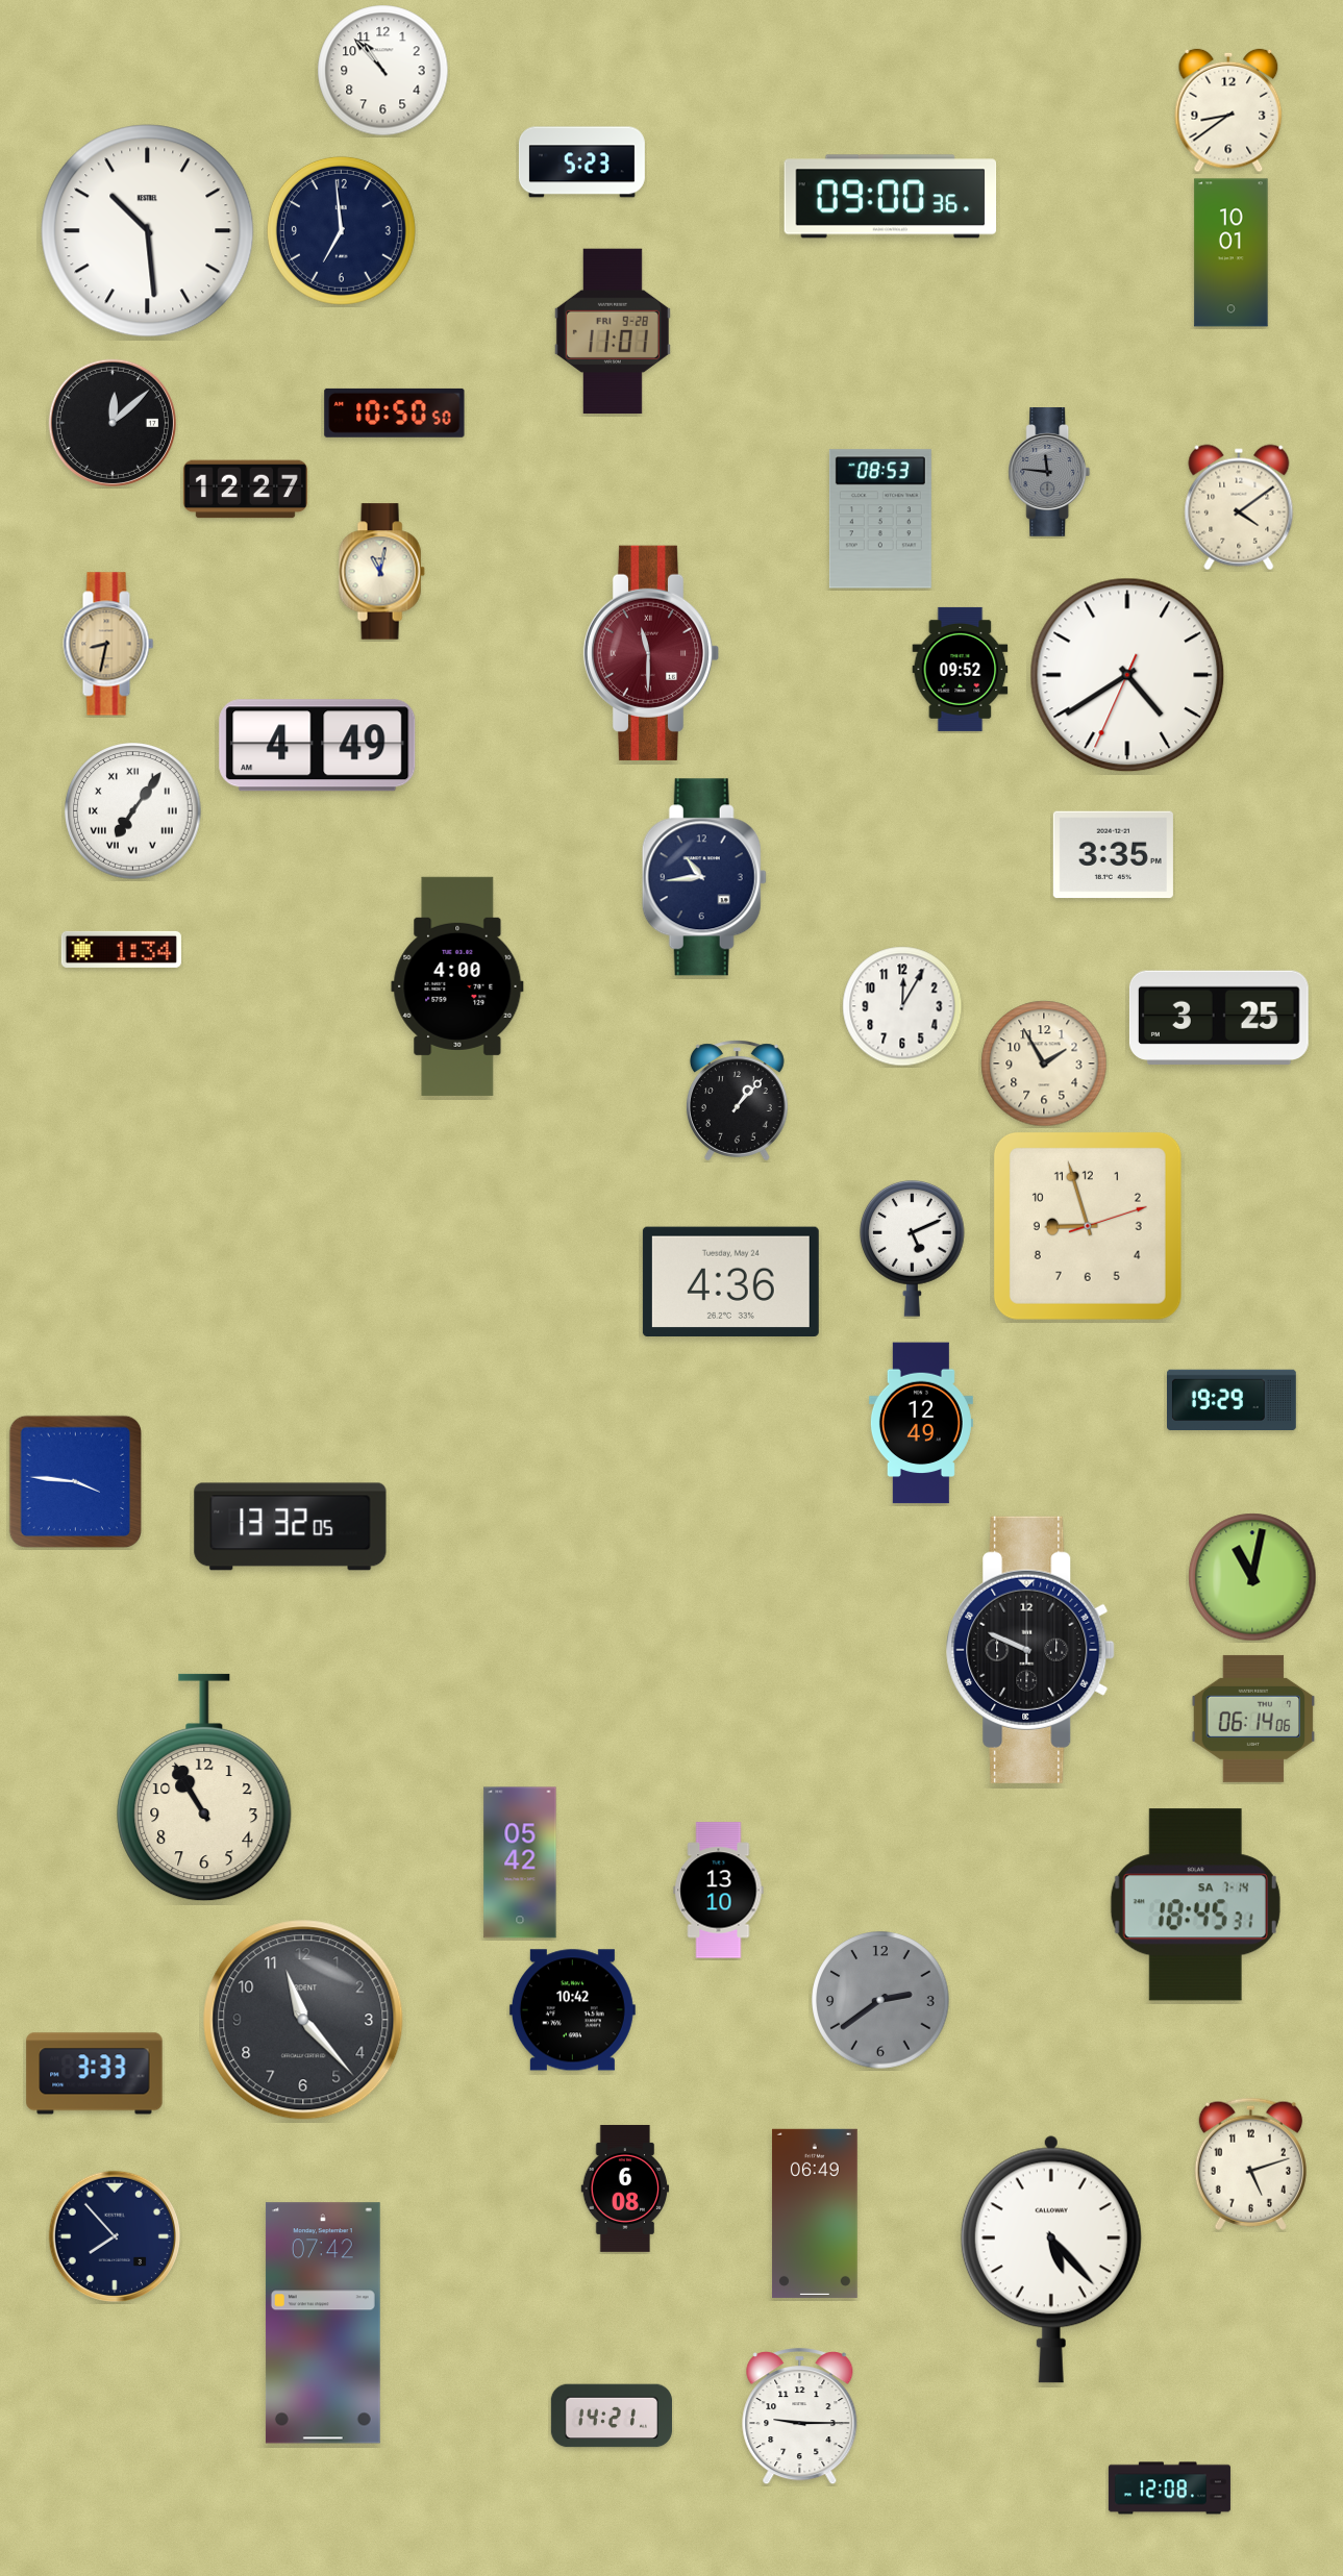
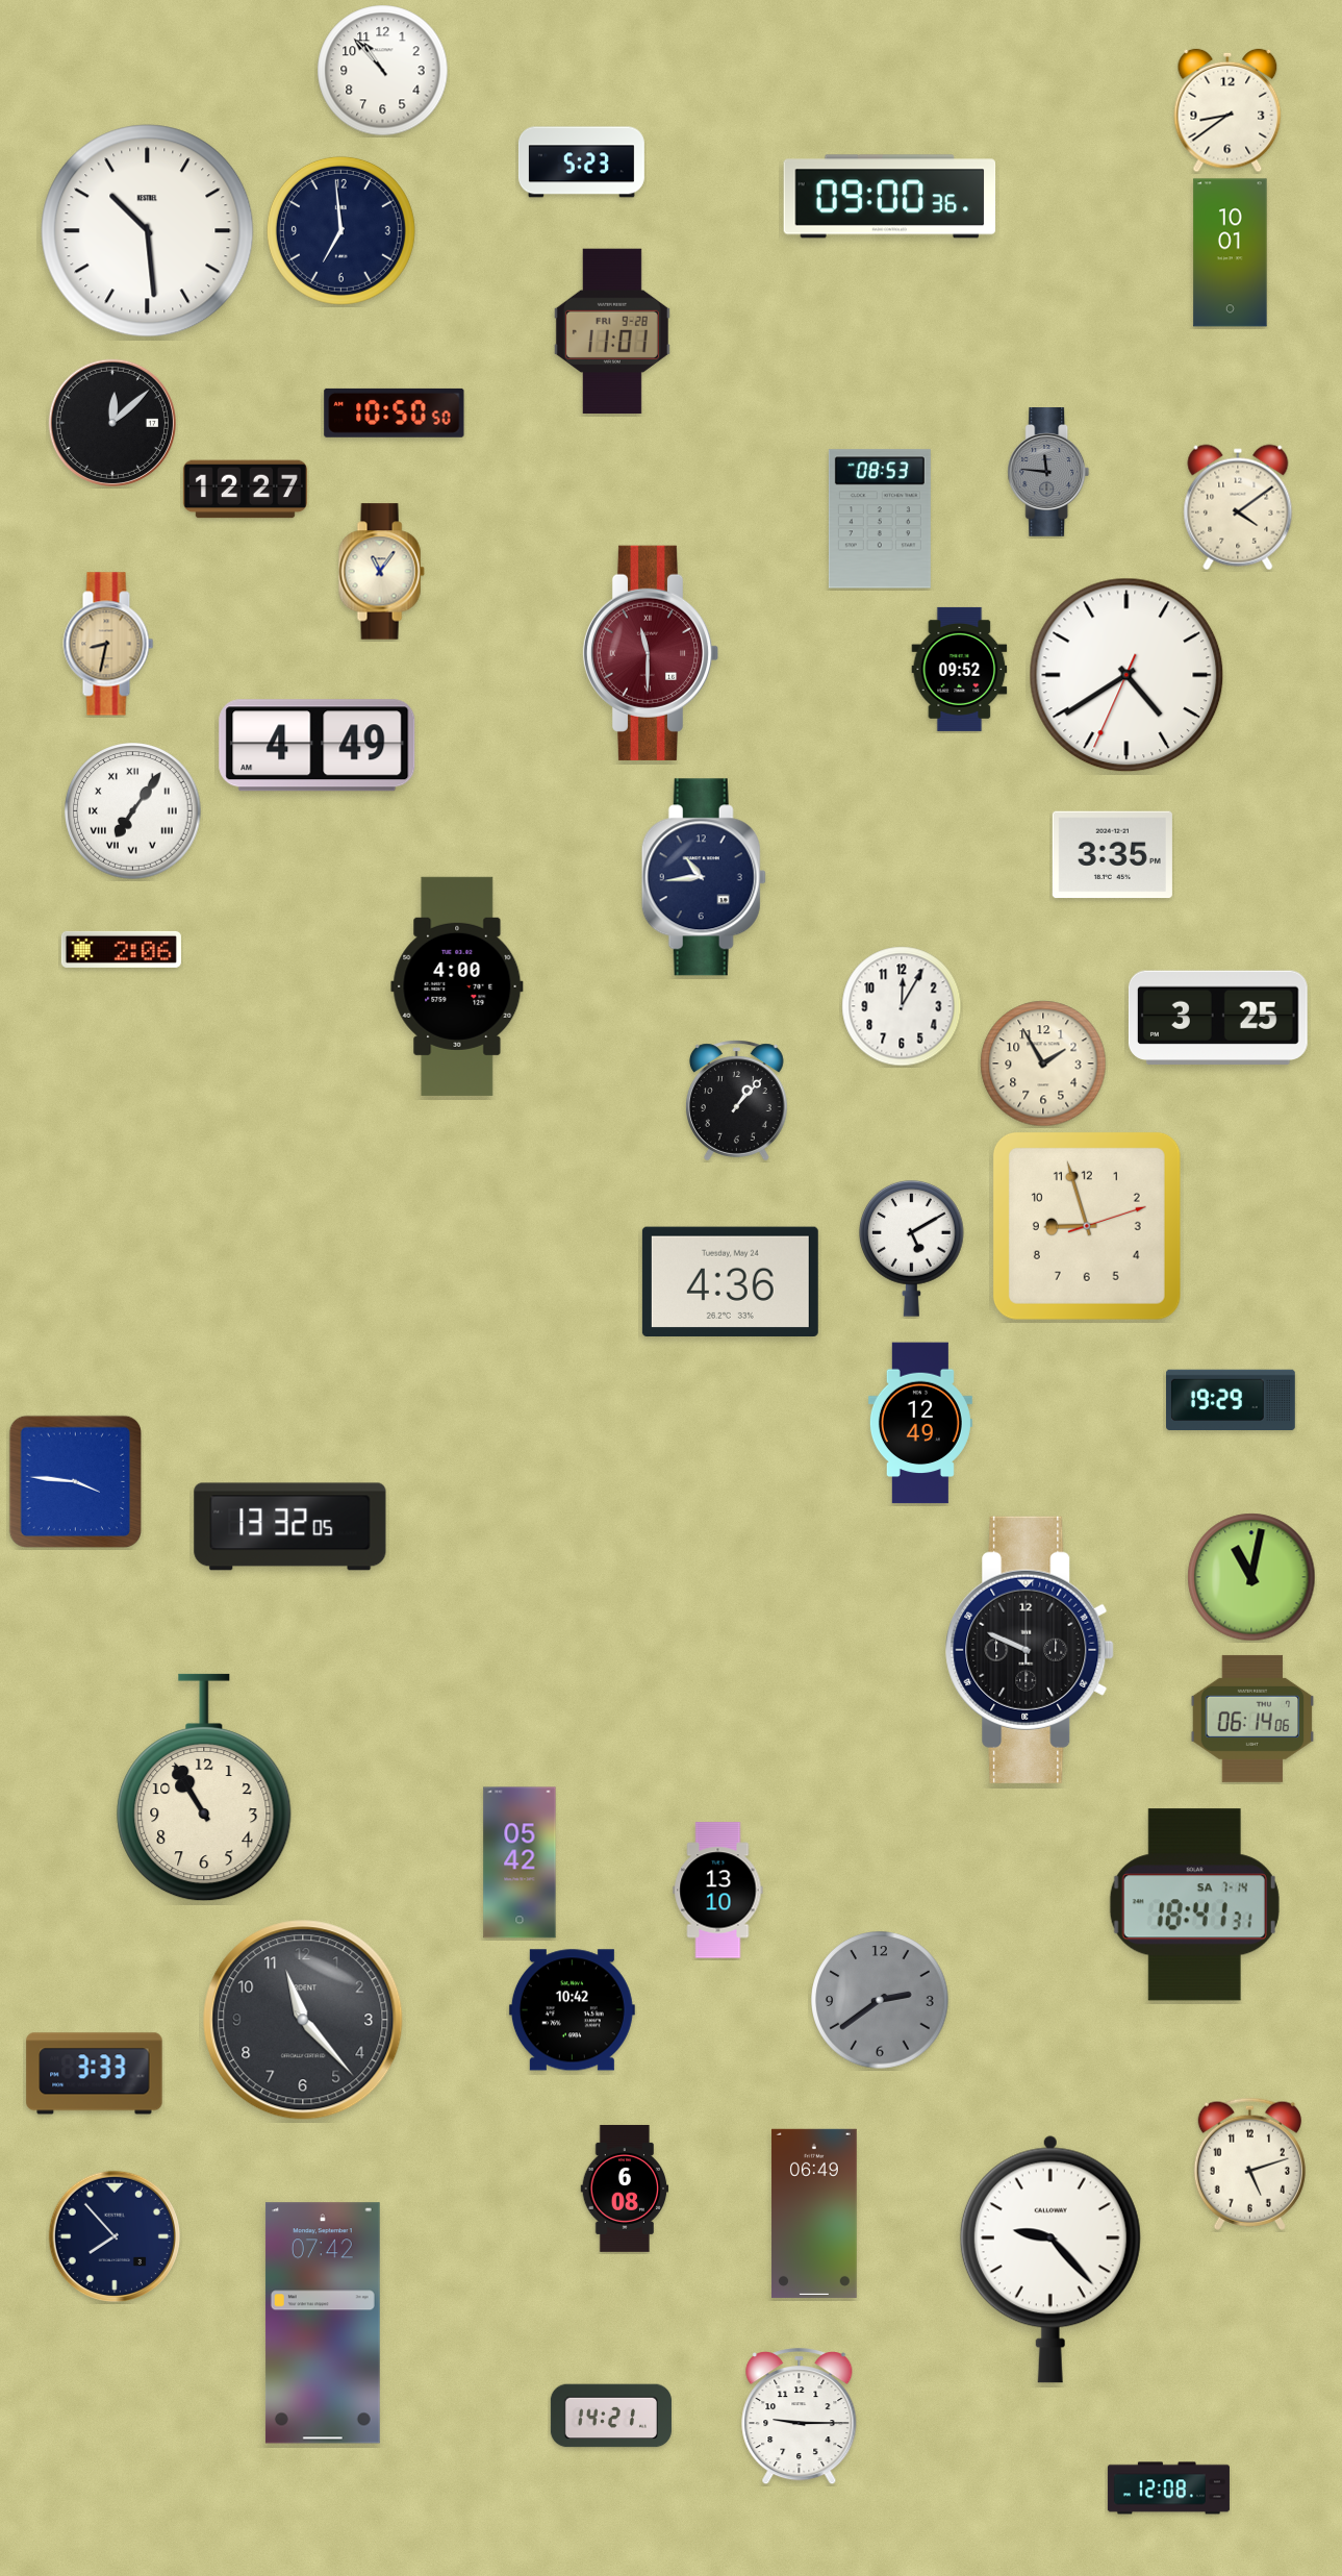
clock at (381, 572): 11:02 -> 11:06
clock at (121, 949): 1:34 -> 2:06
clock at (913, 1248): 5:11 -> 5:10
clock at (1195, 1905): 18:45 -> 18:41
clock at (1051, 2259): 5:23 -> 9:23
